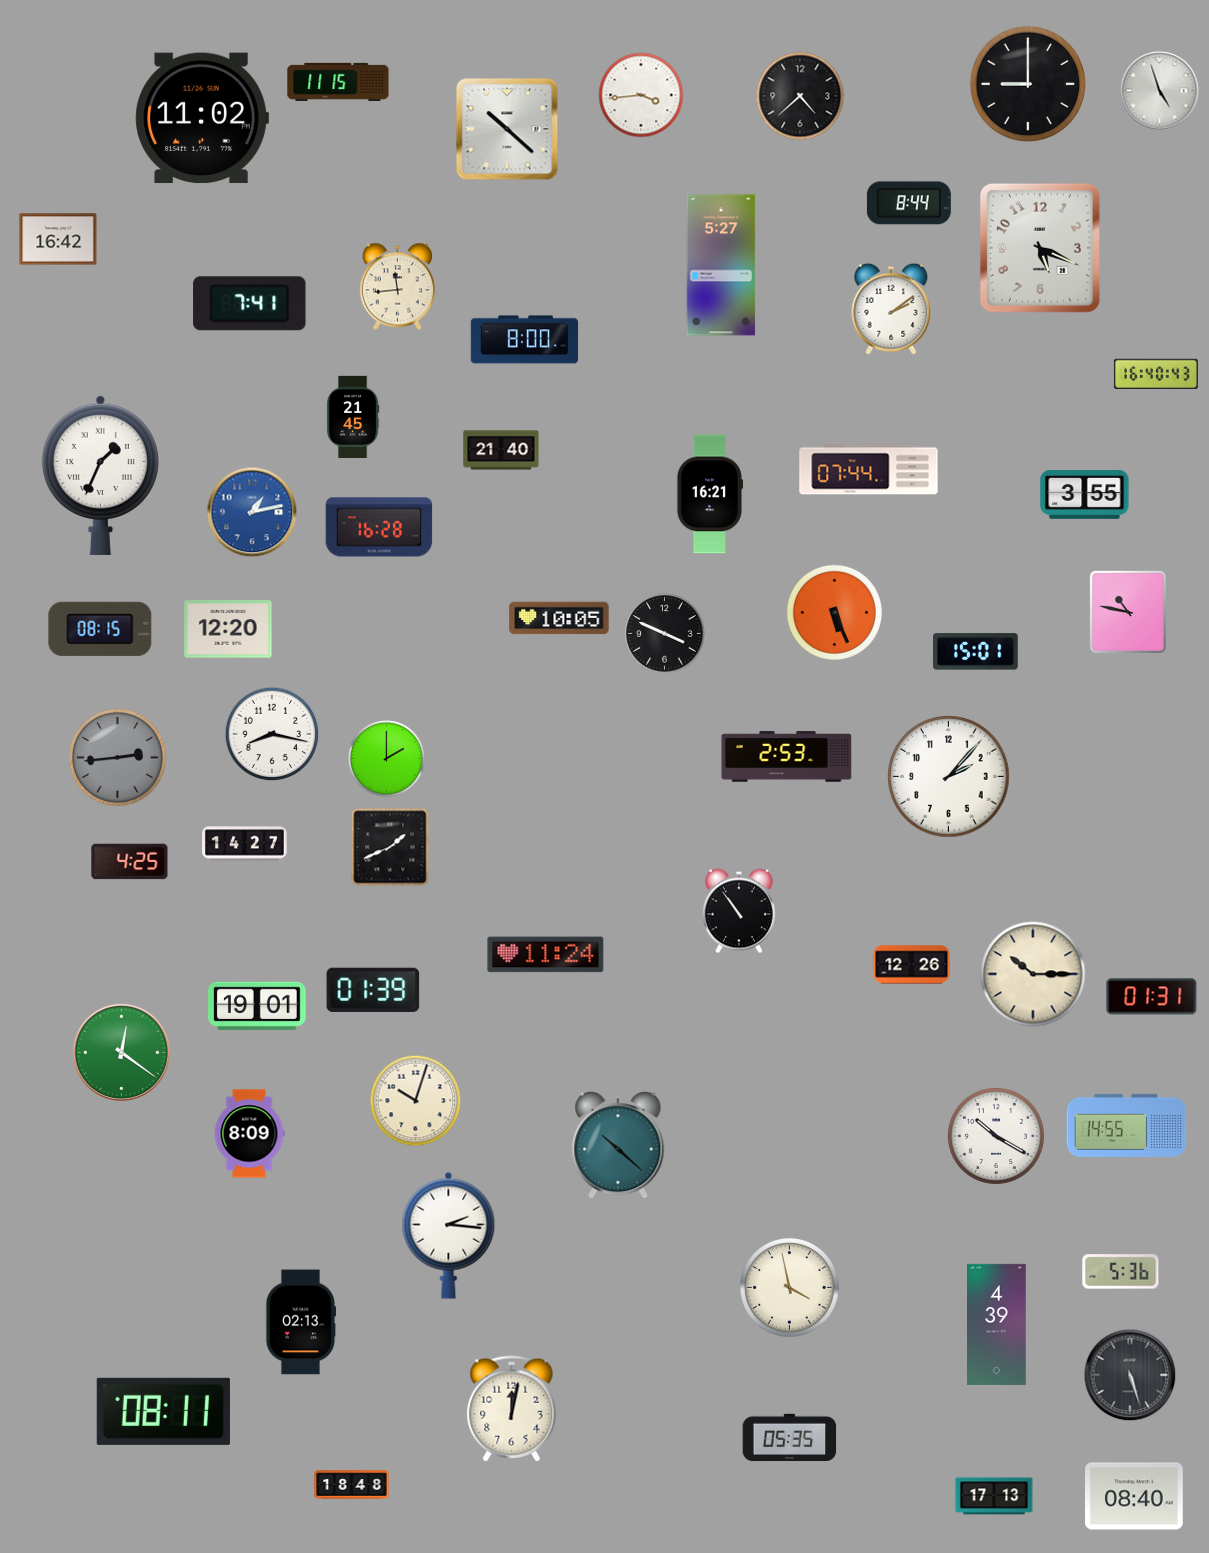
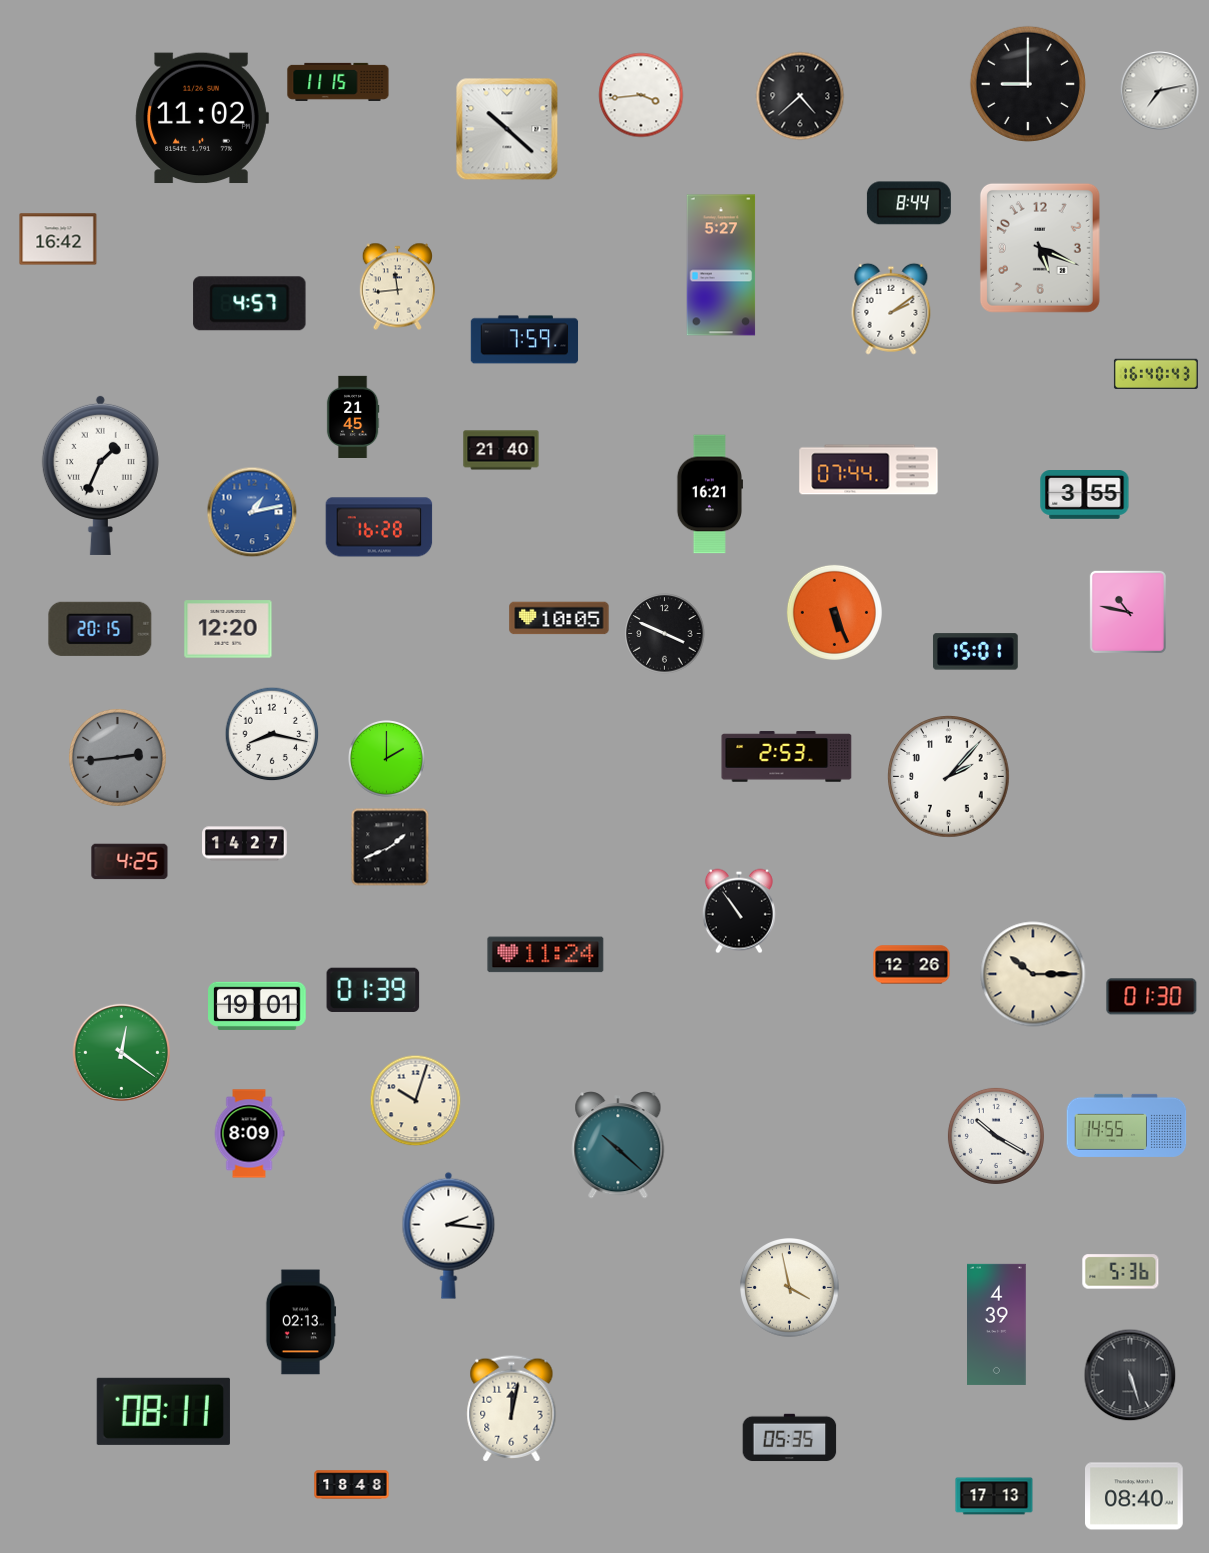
clock at (1160, 91): 4:57 -> 7:13
clock at (250, 304): 7:41 -> 4:57
clock at (525, 340): 8:00 -> 7:59
clock at (100, 629): 08:15 -> 20:15
clock at (1152, 997): 01:31 -> 01:30
